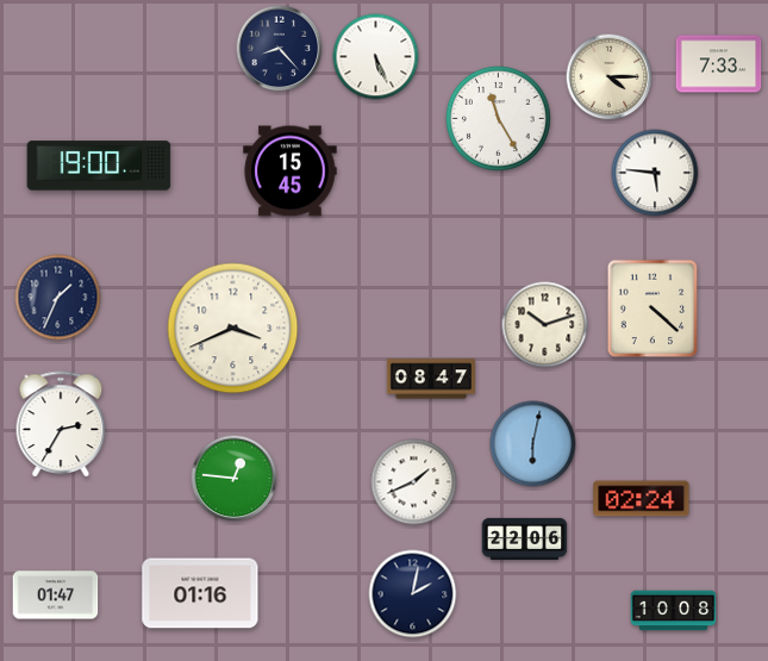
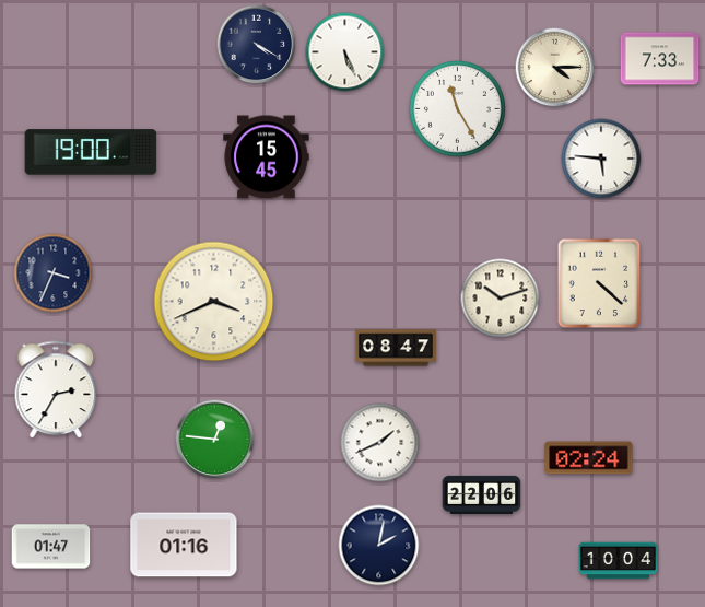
clock at (280, 49): 8:23 -> 4:20
clock at (610, 77) position: (610, 77) -> (555, 68)
clock at (58, 298): 1:34 -> 3:34
clock at (533, 444): 6:02 -> none
clock at (674, 611): 10:08 -> 10:04
